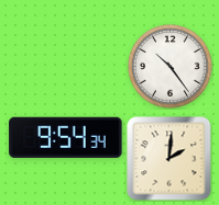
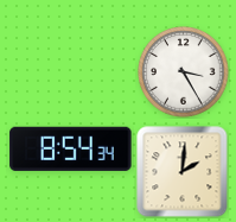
clock at (171, 67): 10:24 -> 3:25
clock at (66, 137): 9:54 -> 8:54
